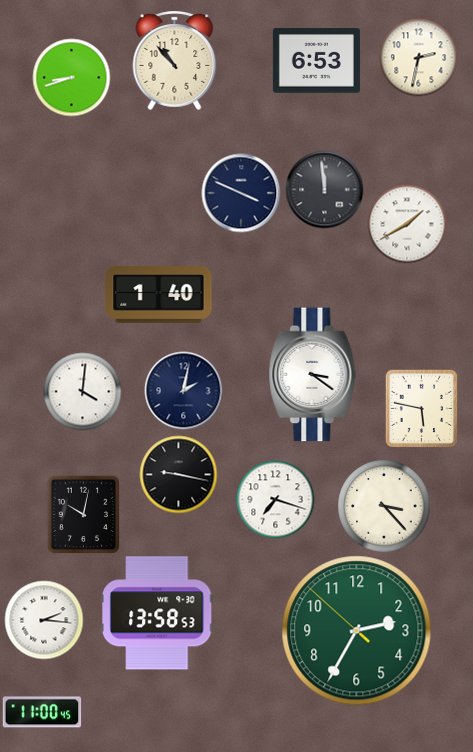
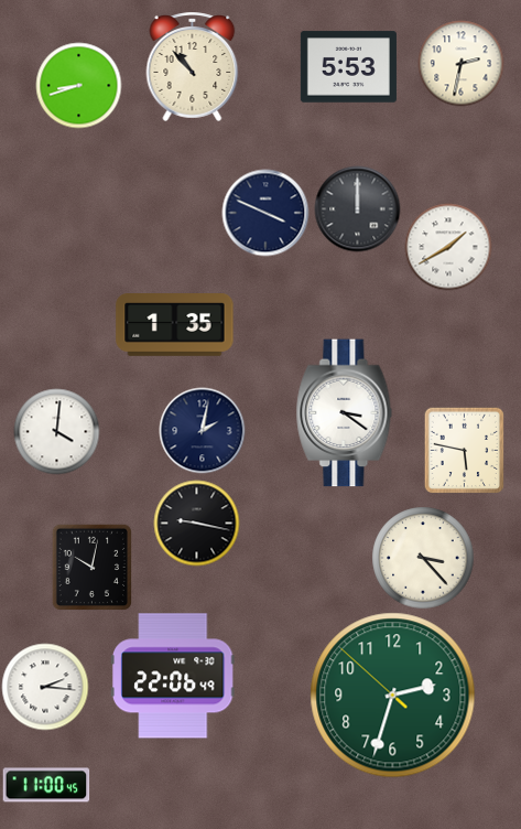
clock at (316, 61): 6:53 -> 5:53
clock at (324, 189): 11:59 -> 12:00
clock at (159, 295): 1:40 -> 1:35
clock at (82, 391) position: (82, 391) -> (56, 431)
clock at (275, 499): 7:18 -> none
clock at (157, 613): 13:58 -> 22:06
clock at (44, 620) position: (44, 620) -> (45, 687)
clock at (357, 631): 2:34 -> 2:32
